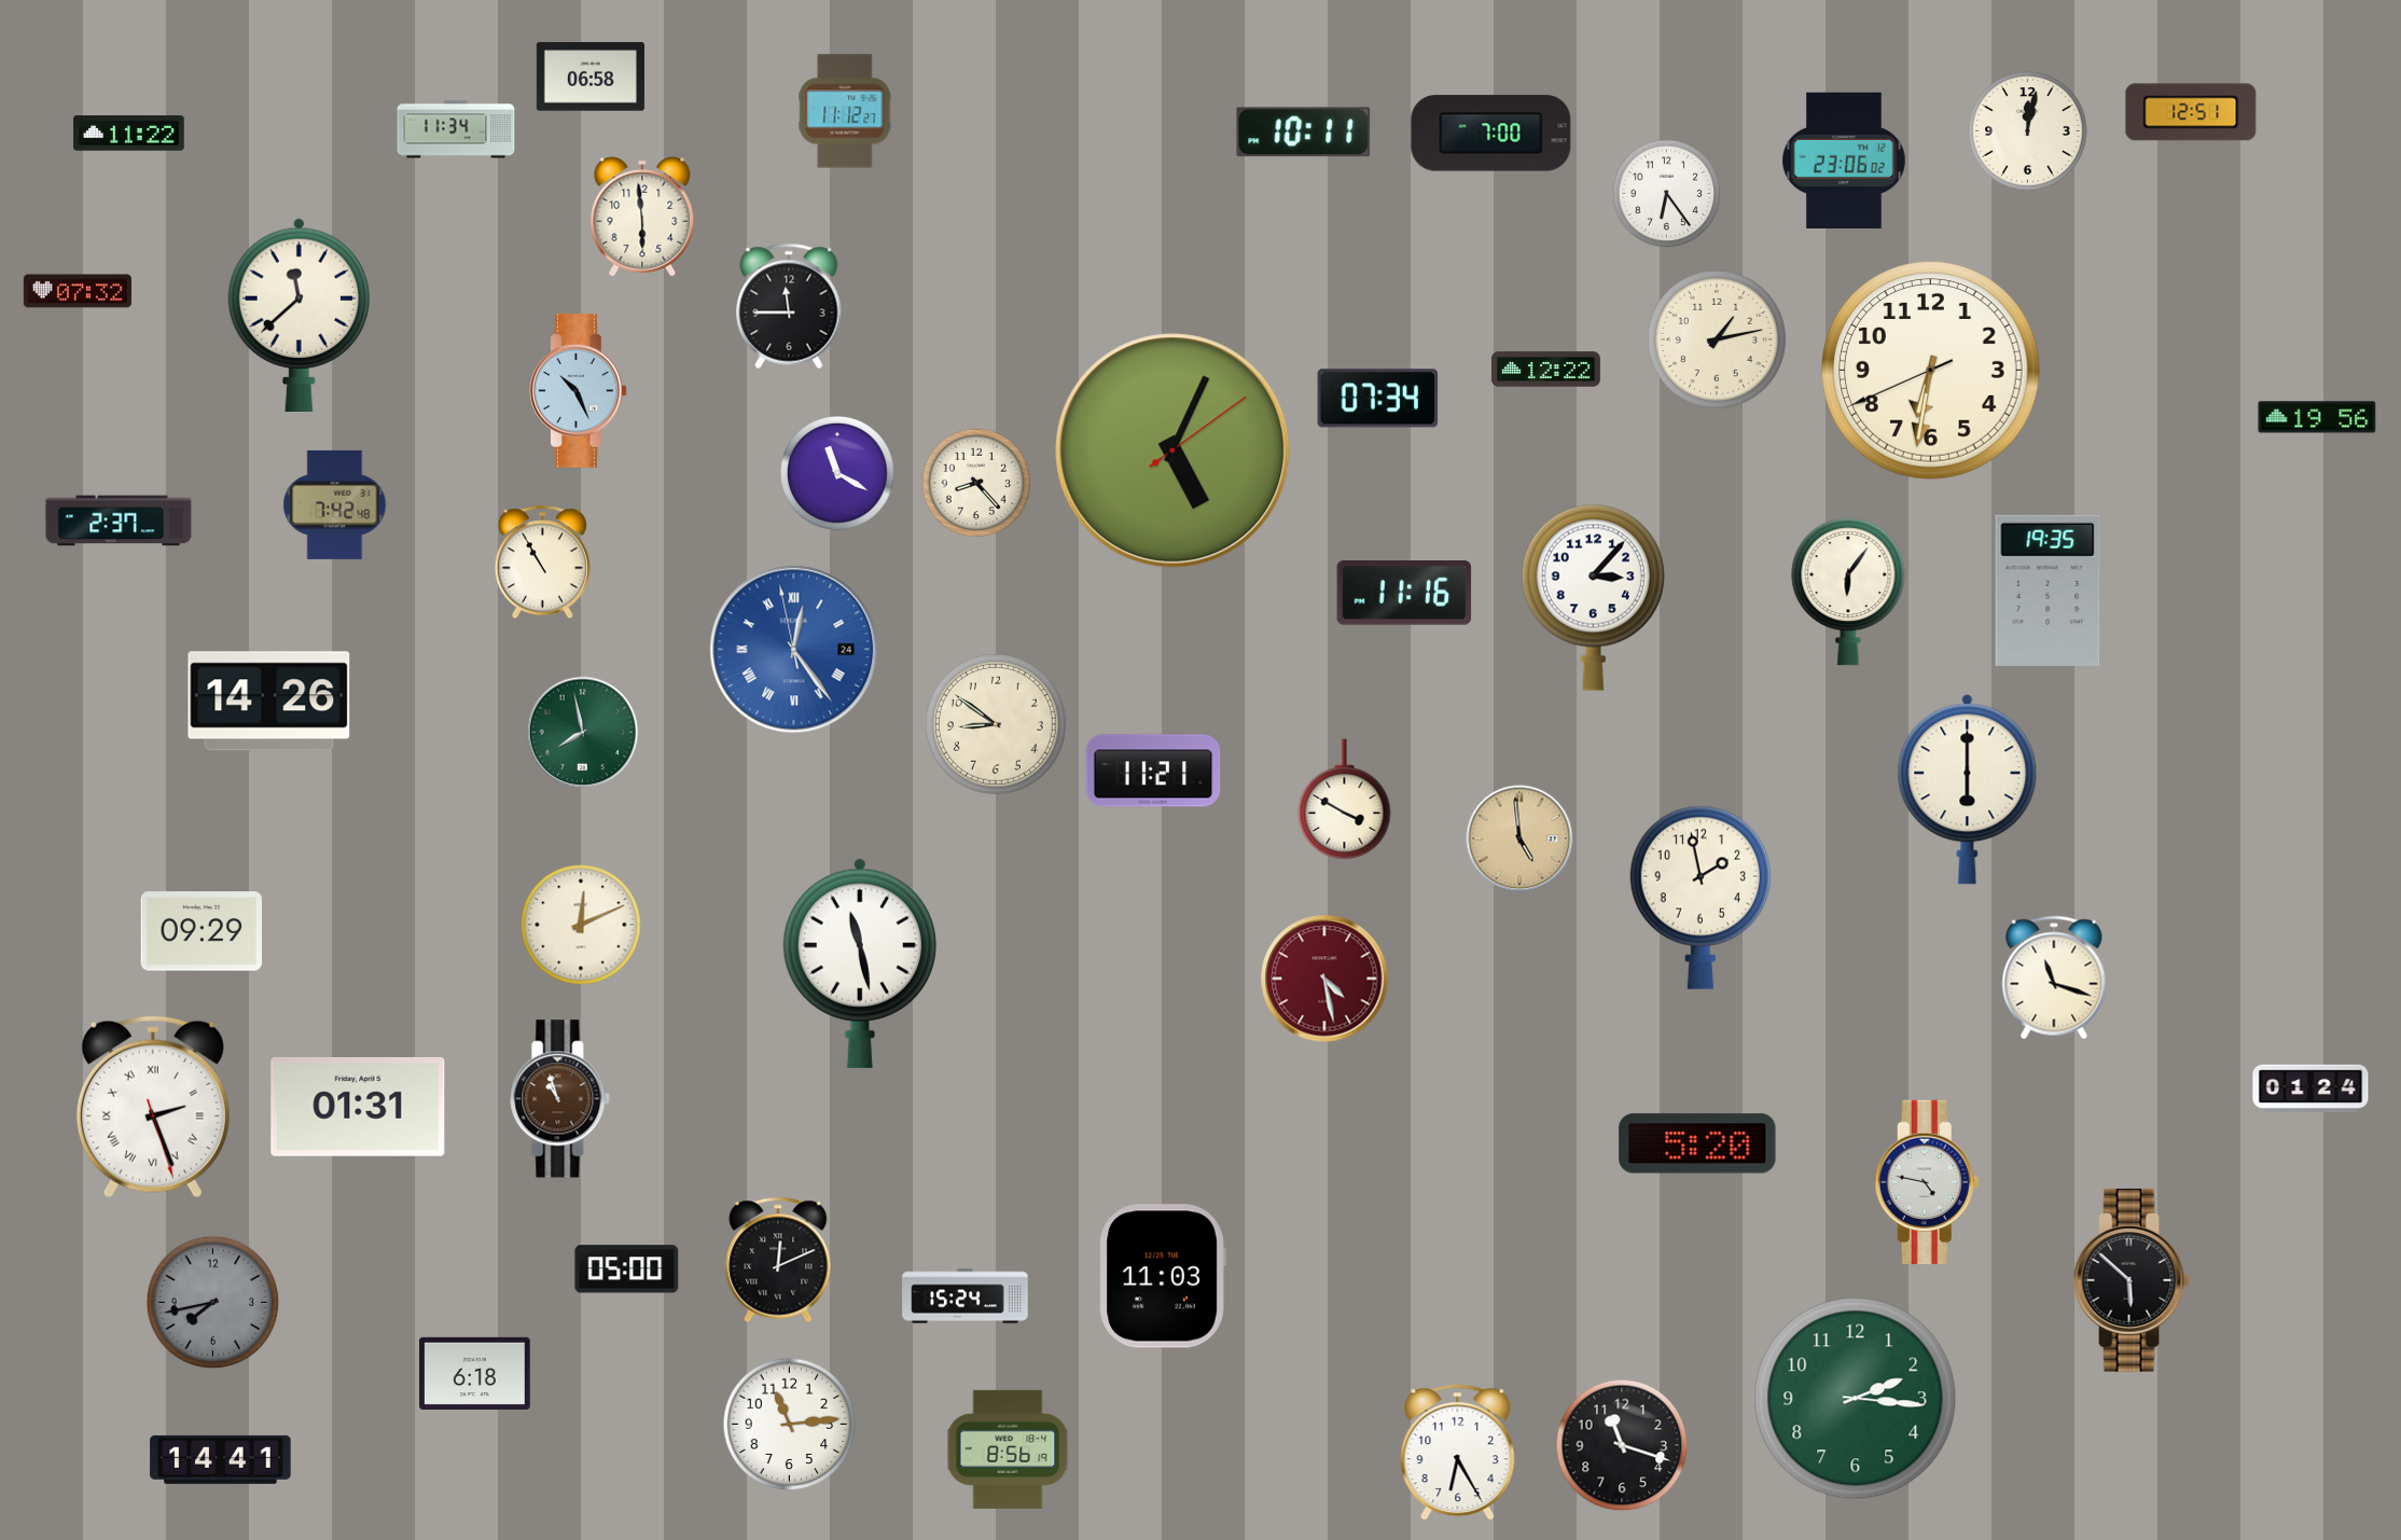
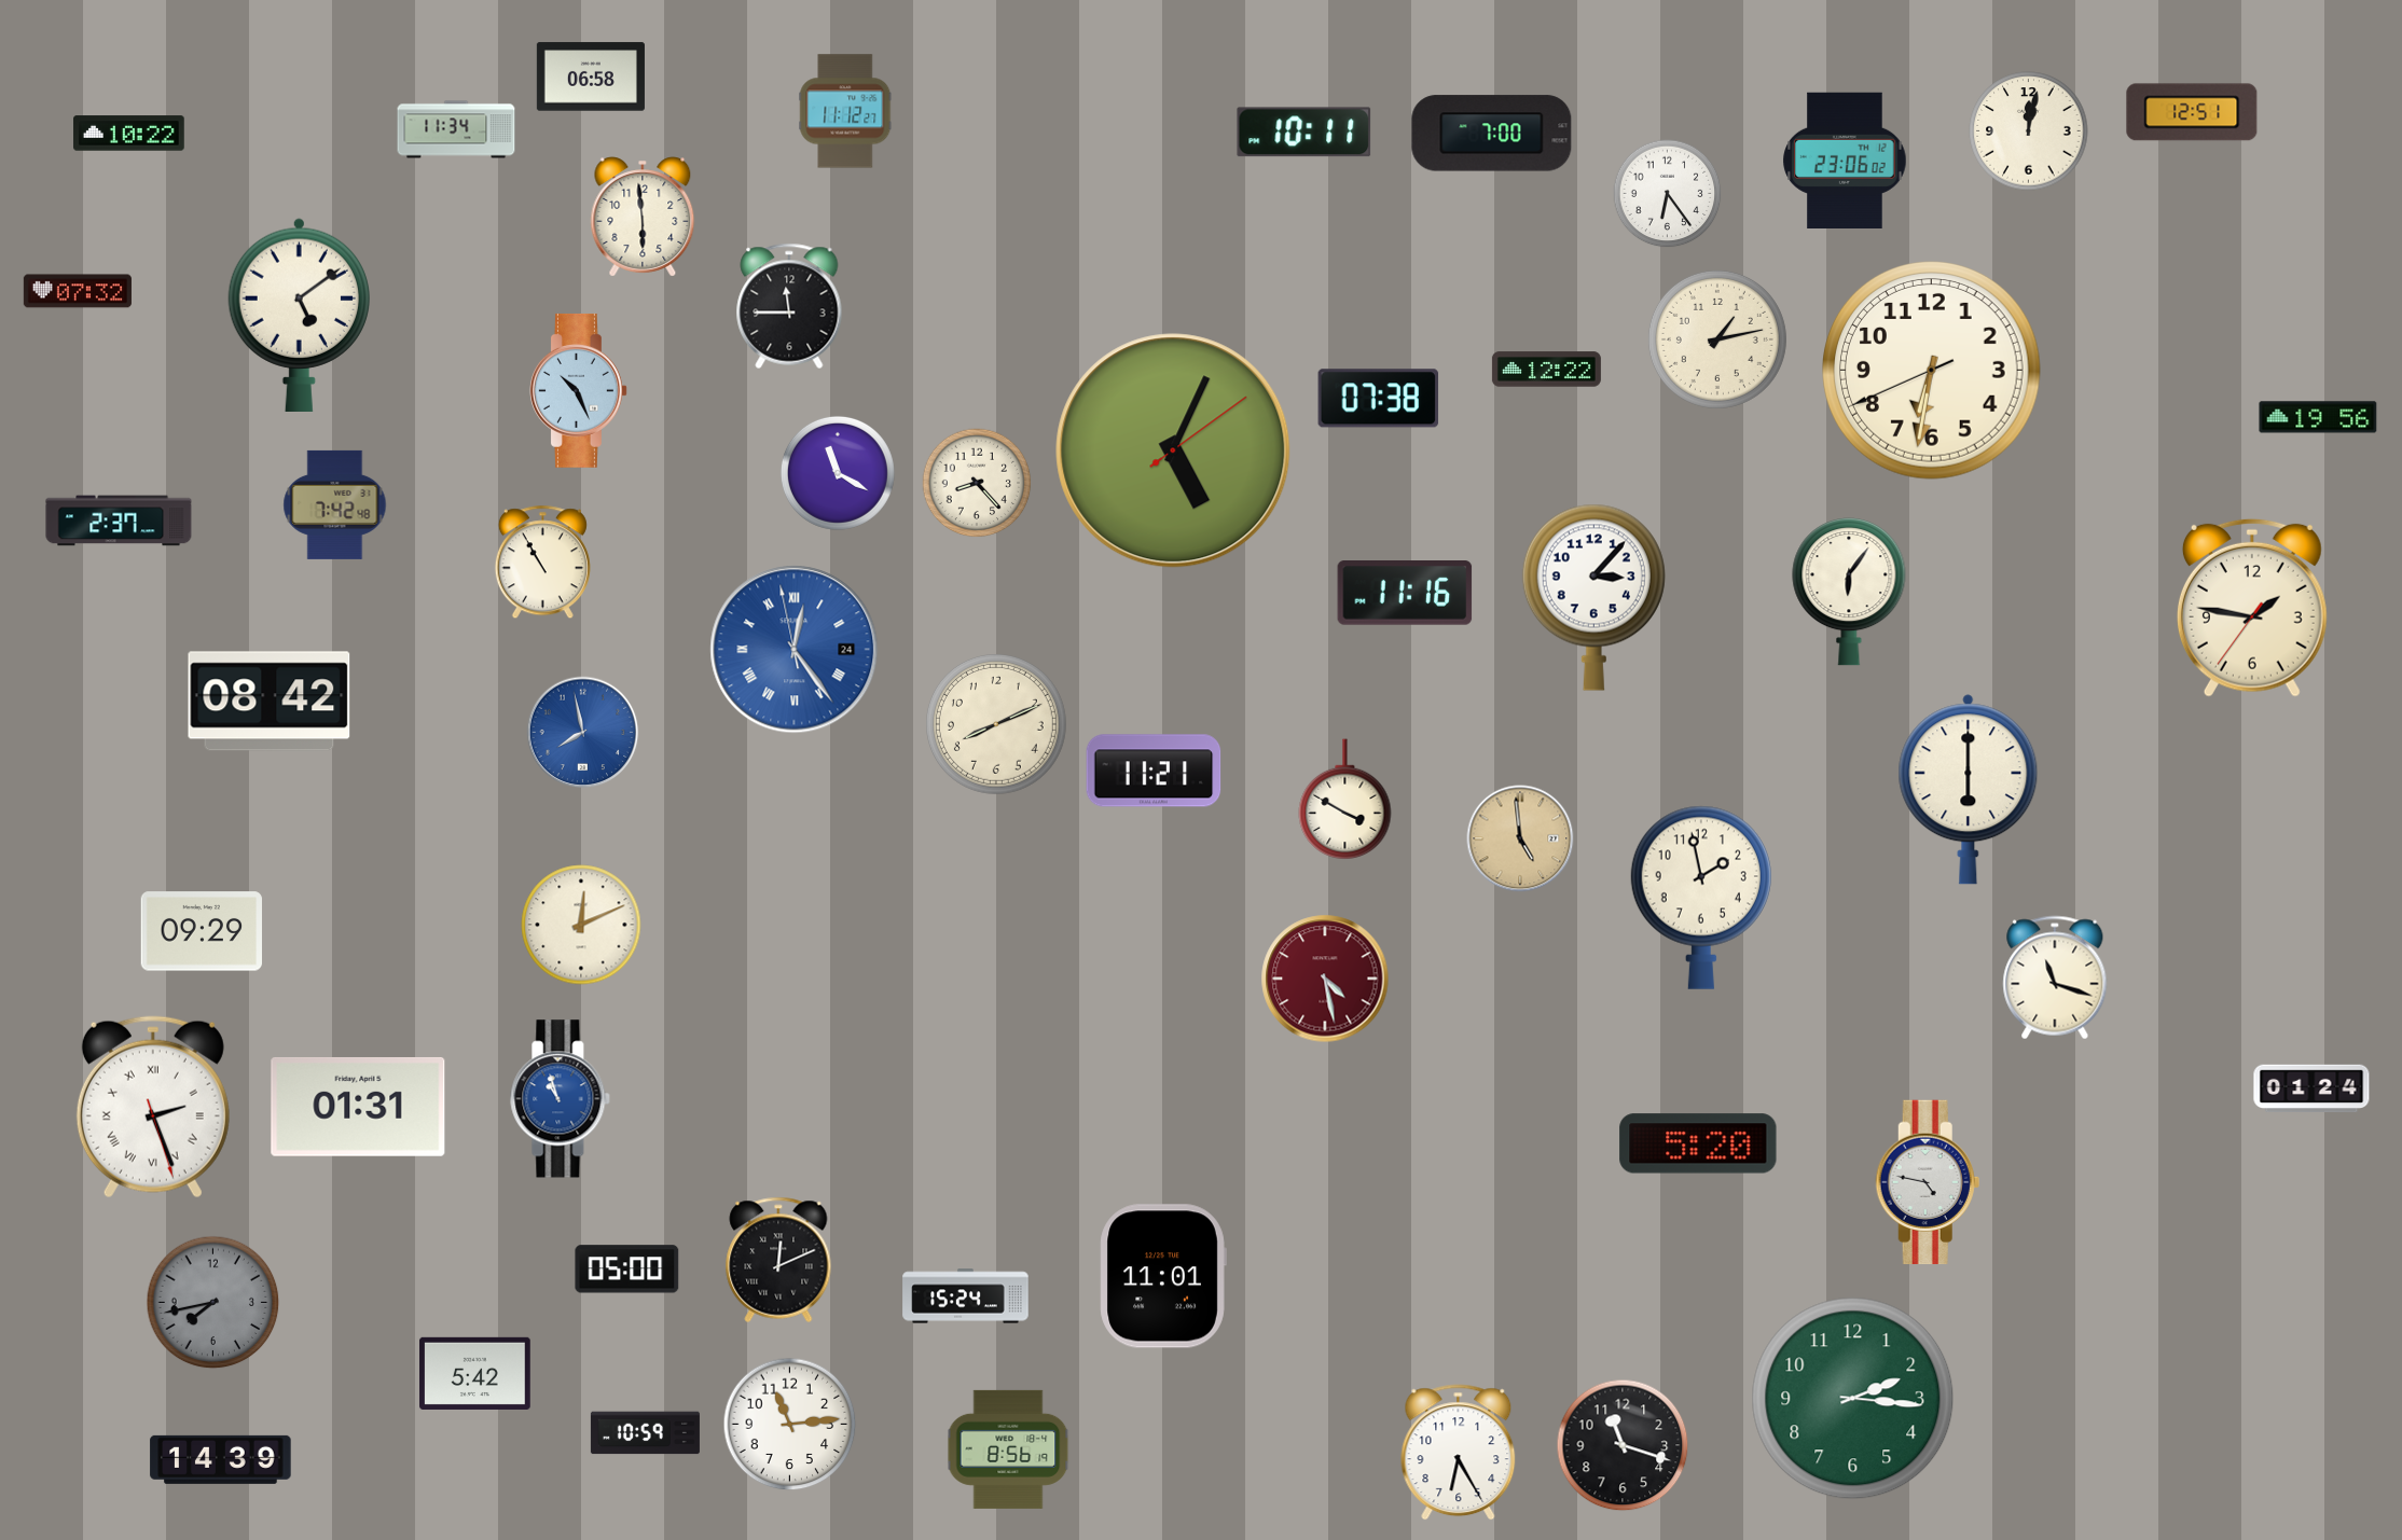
clock at (129, 134): 11:22 -> 10:22
clock at (299, 315): 11:38 -> 5:09
clock at (1378, 399): 07:34 -> 07:38
clock at (2048, 591): 19:35 -> none
clock at (2252, 608): none -> 1:46
clock at (269, 702): 14:26 -> 08:42
clock at (996, 724): 8:51 -> 8:11
clock at (583, 733) dial: green -> blue
clock at (860, 963): 11:28 -> none
clock at (560, 1099) dial: brown -> blue
clock at (1163, 1276): 11:03 -> 11:01
clock at (2132, 1280): 5:52 -> none
clock at (475, 1373): 6:18 -> 5:42
clock at (1856, 1399) position: (1856, 1399) -> (1853, 1399)
clock at (645, 1433): none -> 10:59
clock at (221, 1459): 14:41 -> 14:39
